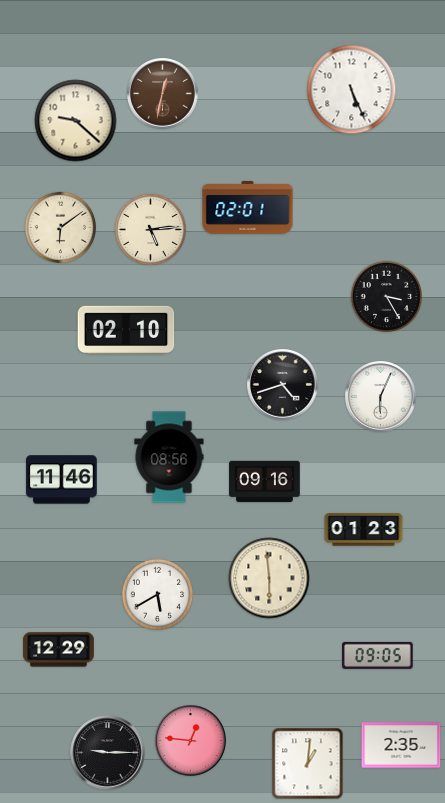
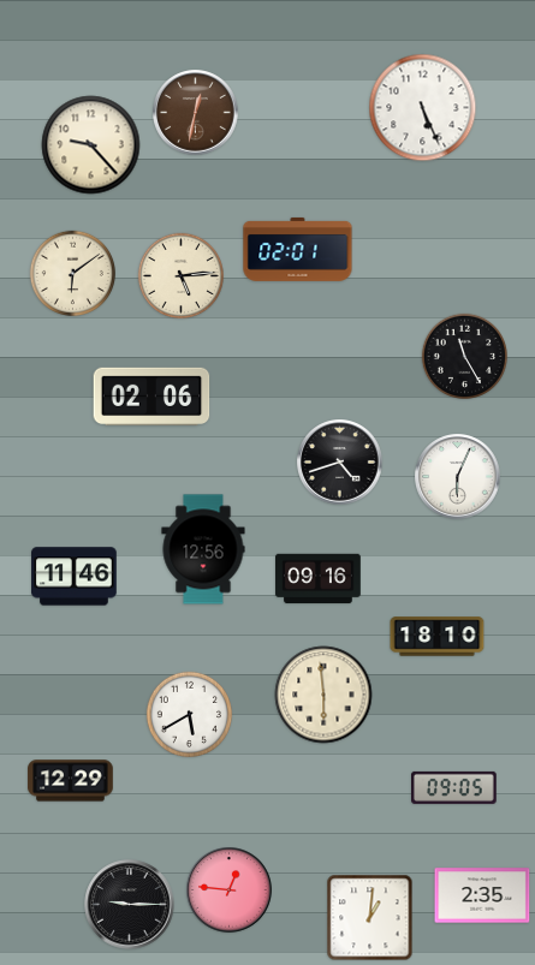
clock at (76, 121): 9:22 -> 9:23
clock at (386, 296): 3:25 -> 11:25
clock at (126, 329): 02:10 -> 02:06
clock at (169, 457): 08:56 -> 12:56
clock at (364, 530): 01:23 -> 18:10
